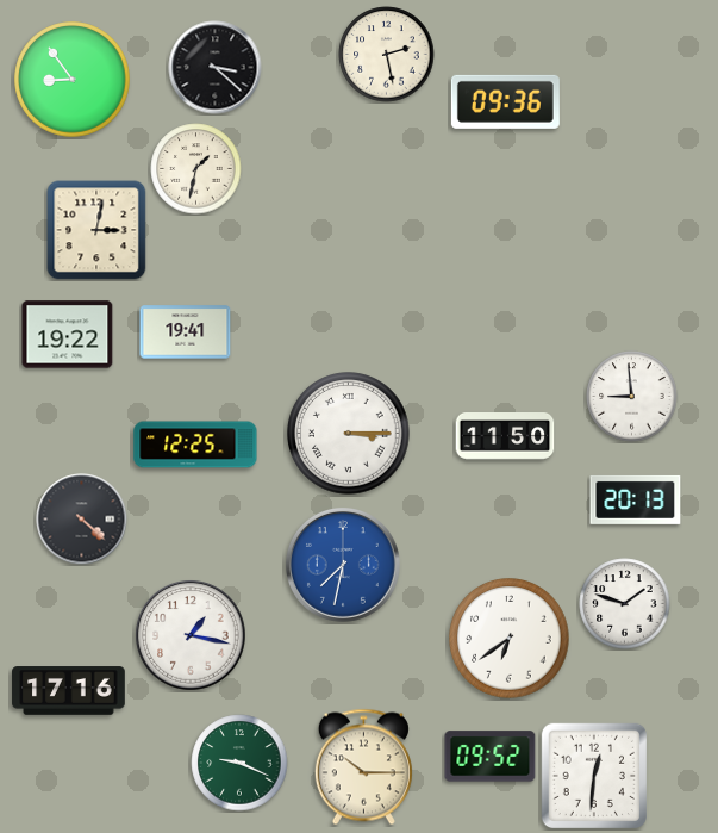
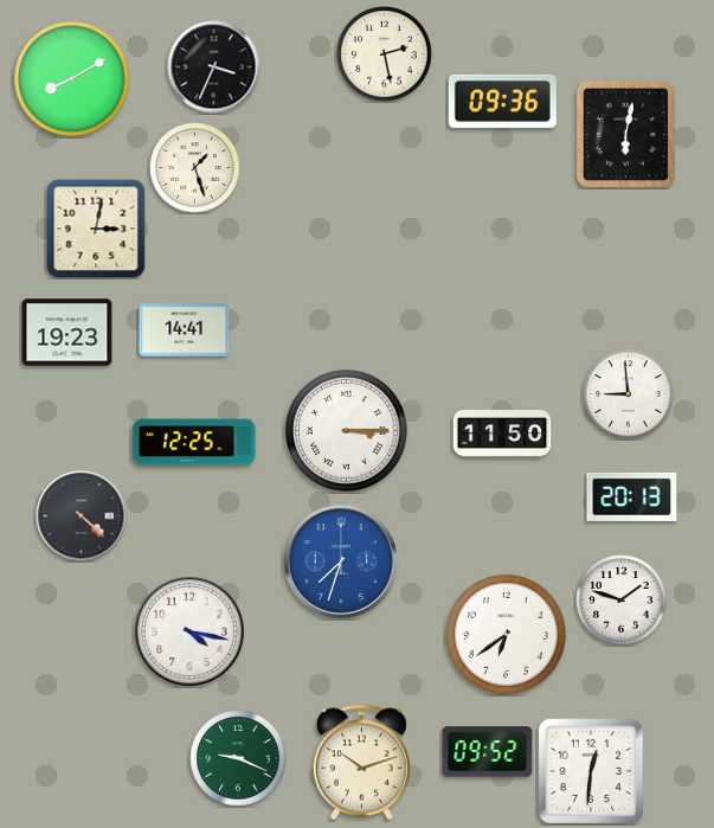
clock at (216, 68): 3:22 -> 3:34
clock at (73, 80): 8:54 -> 8:10
clock at (625, 134): none -> 6:02
clock at (196, 169): 1:32 -> 1:27
clock at (186, 332): 19:41 -> 14:41
clock at (68, 335): 19:22 -> 19:23
clock at (343, 565): 7:32 -> 7:33
clock at (191, 635): 1:17 -> 4:17
clock at (69, 691): 17:16 -> none
clock at (363, 767): 10:15 -> 10:12
